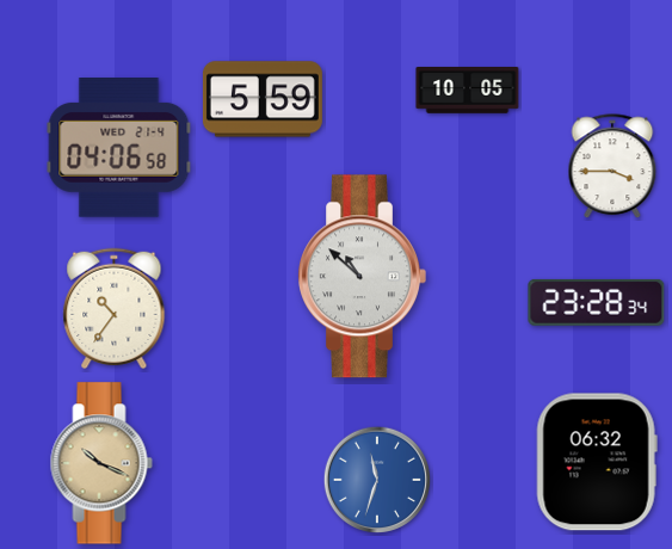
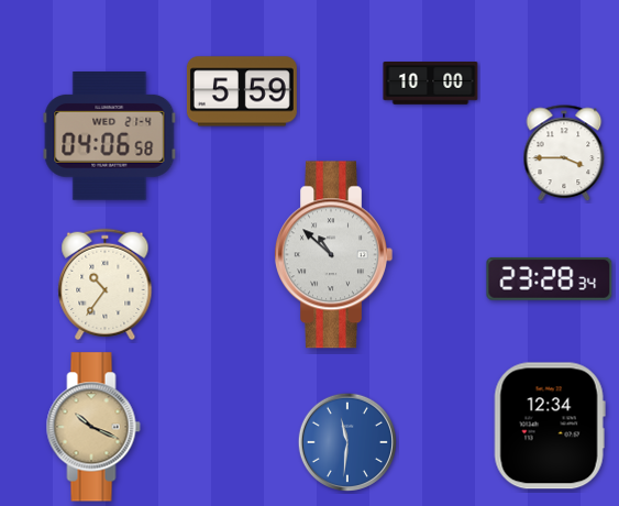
clock at (468, 91): 10:05 -> 10:00
clock at (597, 462): 06:32 -> 12:34
clock at (376, 479): 11:33 -> 11:31
